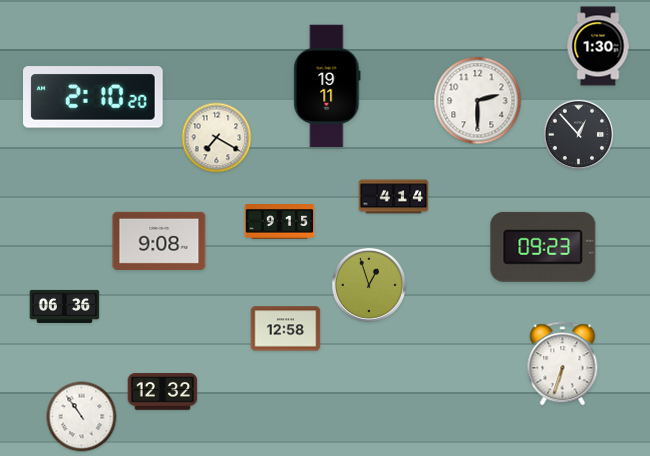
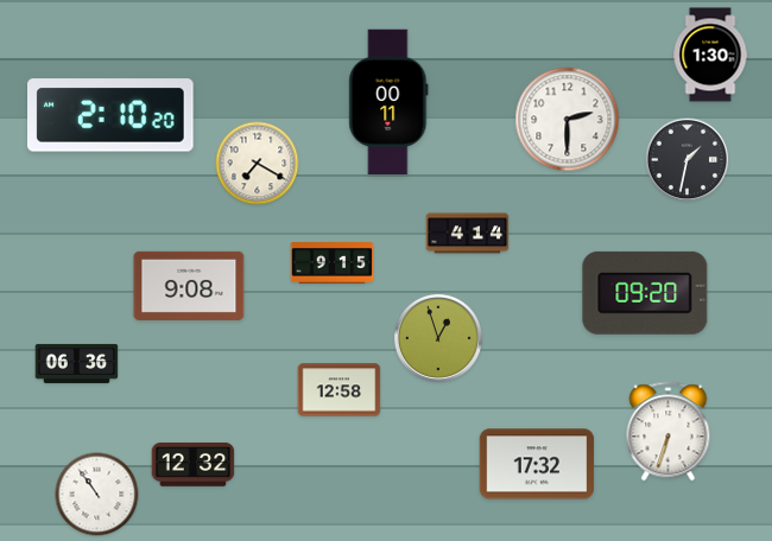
clock at (327, 86): 19:11 -> 00:11
clock at (579, 135): 12:53 -> 1:32
clock at (543, 247): 09:23 -> 09:20
clock at (537, 464): none -> 17:32
